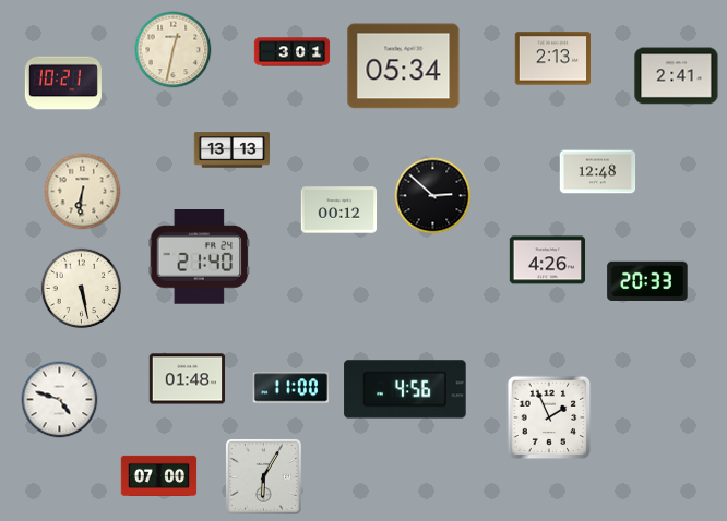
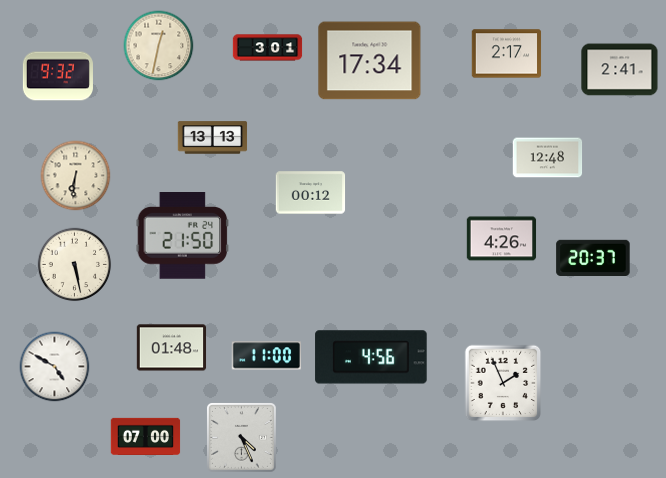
clock at (553, 59): 2:13 -> 2:17
clock at (404, 66): 05:34 -> 17:34
clock at (63, 83): 10:21 -> 9:32
clock at (433, 196): 2:52 -> none
clock at (200, 257): 21:40 -> 21:50
clock at (647, 280): 20:33 -> 20:37
clock at (60, 400): 4:48 -> 4:50
clock at (264, 477): 6:05 -> 4:26
